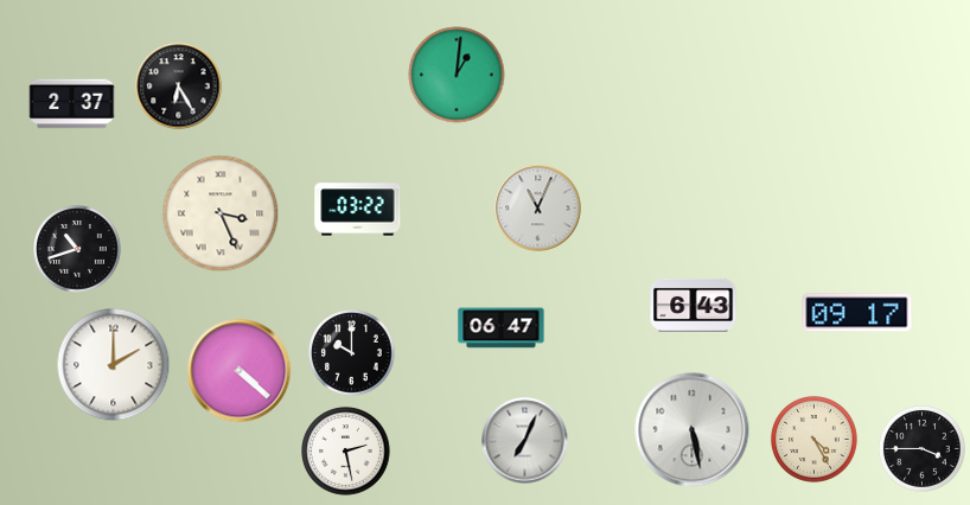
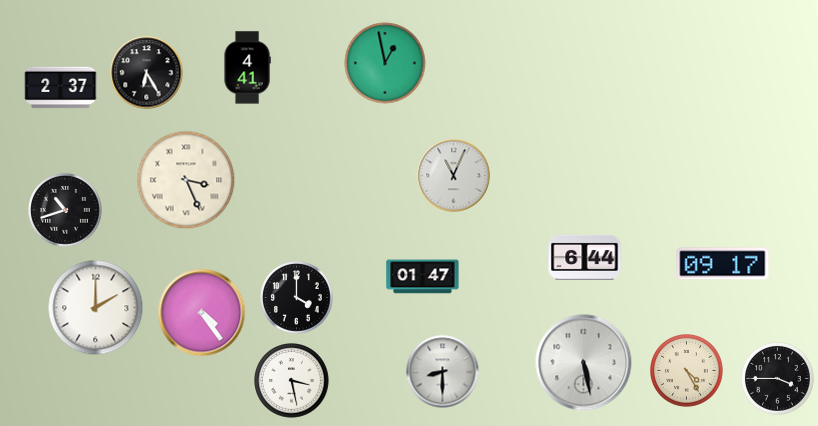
clock at (457, 75): 1:01 -> 12:58
clock at (247, 68): none -> 4:41
clock at (179, 87) position: (179, 87) -> (147, 73)
clock at (358, 210): 03:22 -> none
clock at (694, 305): 6:43 -> 6:44
clock at (502, 328): 06:47 -> 01:47
clock at (352, 353): 10:00 -> 4:00
clock at (240, 371): 4:22 -> 4:24
clock at (525, 441): 7:04 -> 8:30
clock at (346, 452): 2:28 -> 3:28
